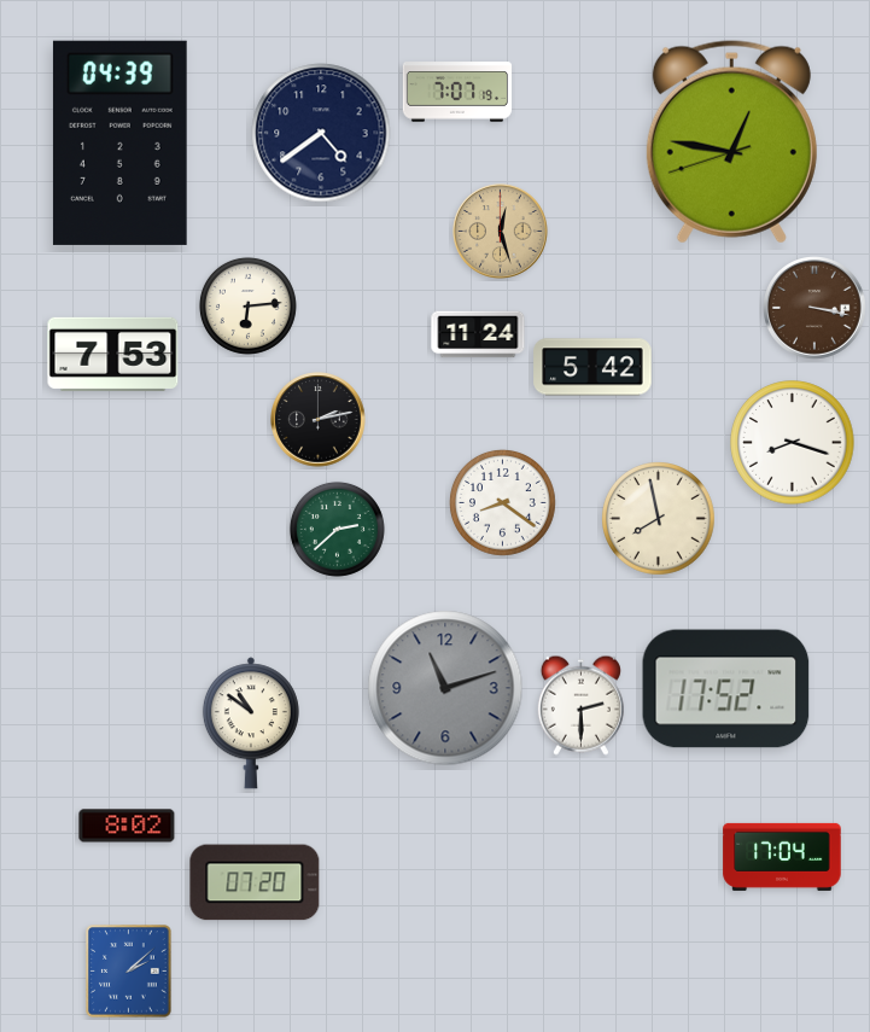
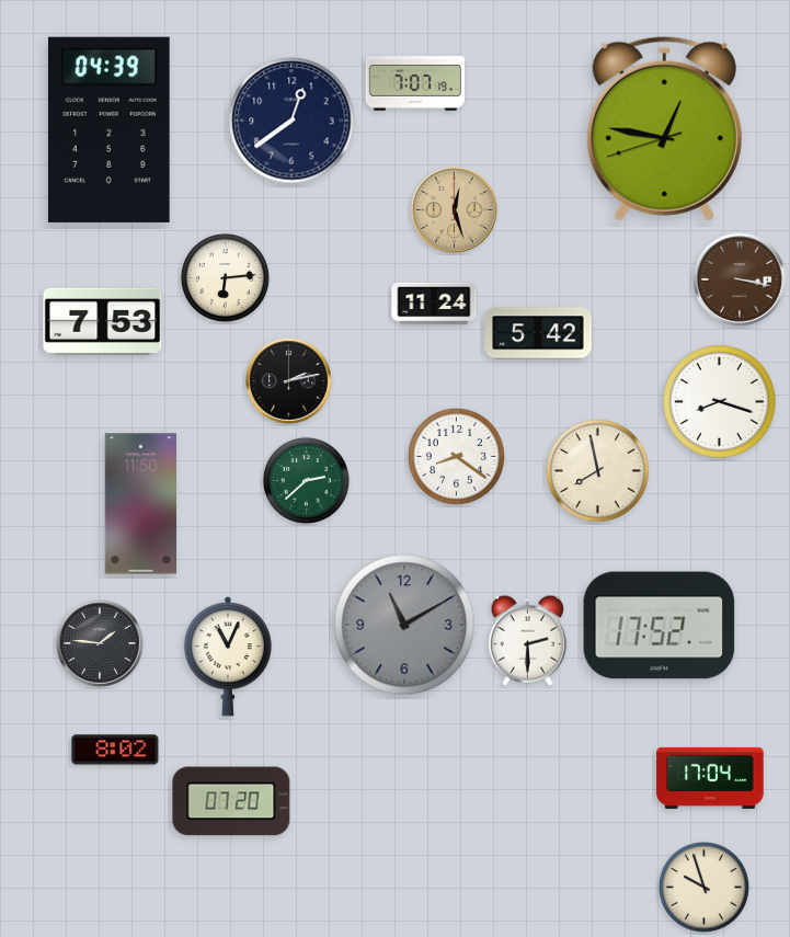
clock at (321, 133): 4:39 -> 12:39
clock at (141, 504): none -> 11:50
clock at (445, 688): 11:12 -> 11:10
clock at (100, 643): none -> 1:46
clock at (251, 723): 10:51 -> 11:04
clock at (129, 972): 2:08 -> none
clock at (703, 887): none -> 9:57
